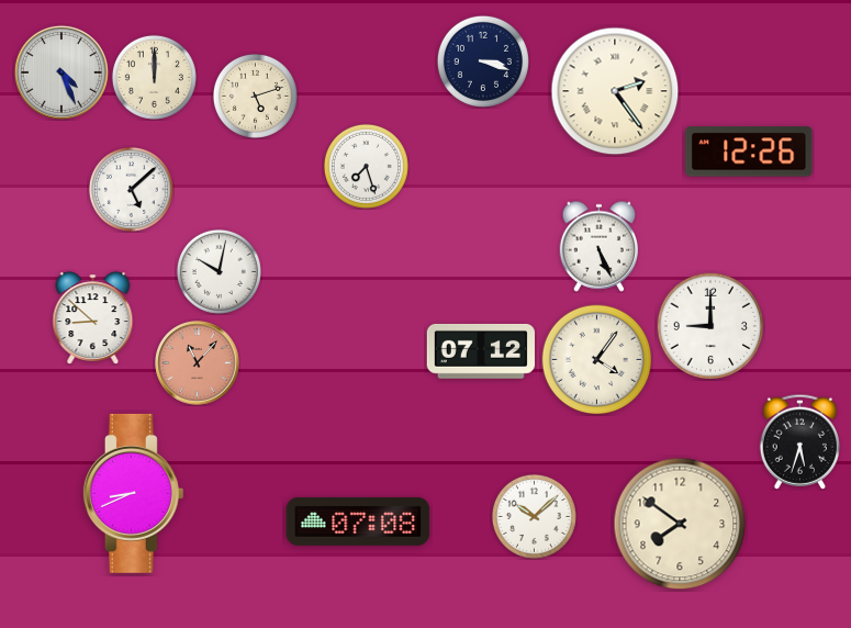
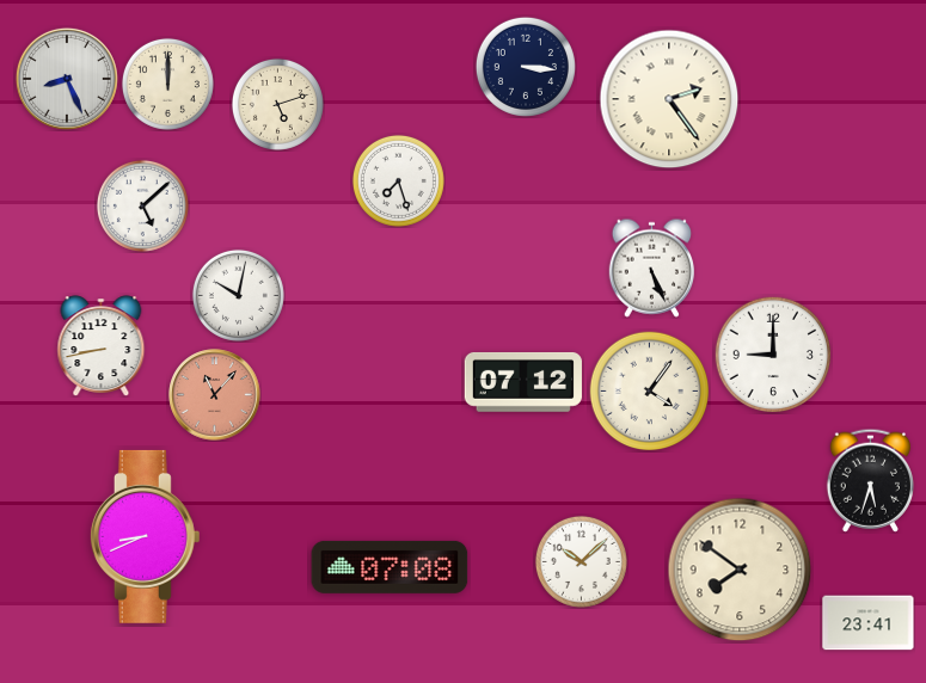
clock at (483, 61): 3:18 -> 3:16
clock at (61, 72): 4:26 -> 8:26
clock at (749, 152): 12:26 -> none
clock at (93, 317): 8:52 -> 8:43
clock at (869, 623): none -> 23:41
